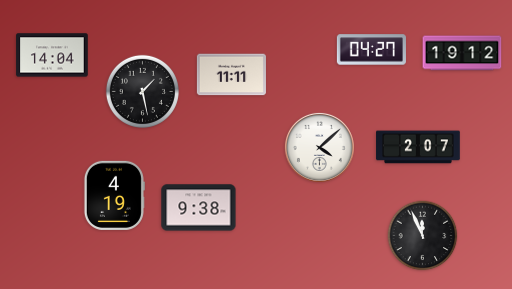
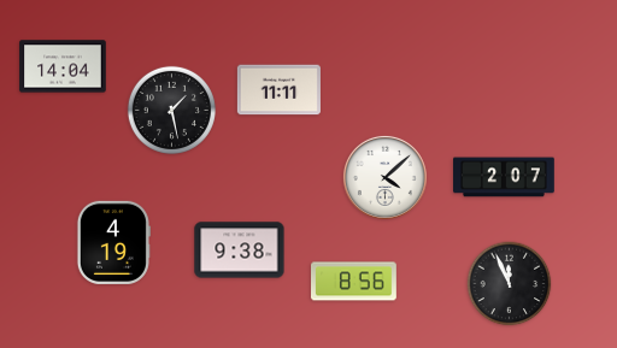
clock at (371, 50): 04:27 -> none
clock at (462, 53): 19:12 -> none
clock at (114, 195) position: (114, 195) -> (113, 242)
clock at (354, 282): none -> 8:56
